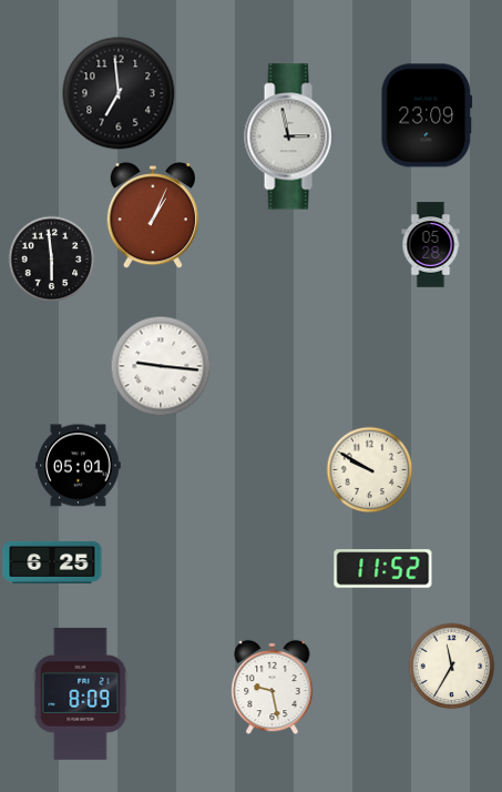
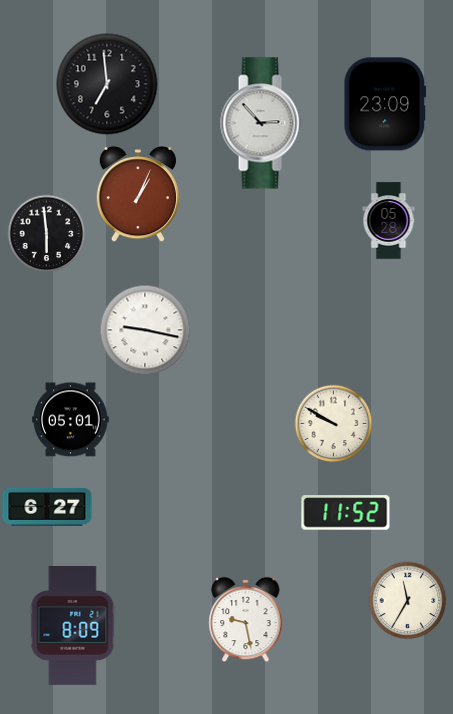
clock at (290, 136): 2:58 -> 2:53
clock at (161, 366): 9:16 -> 9:17
clock at (52, 562): 6:25 -> 6:27
